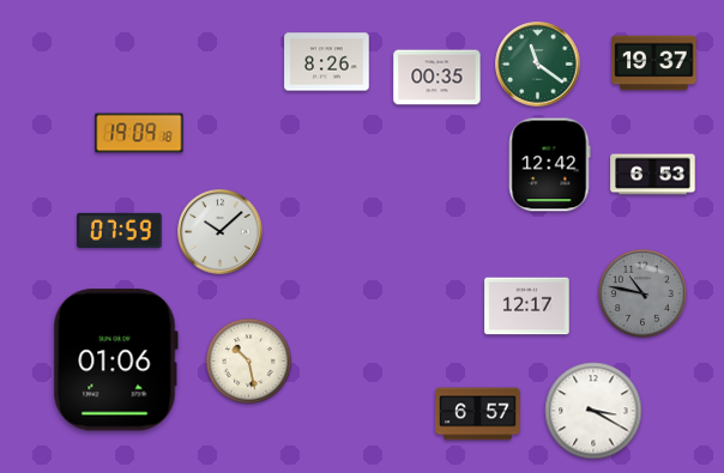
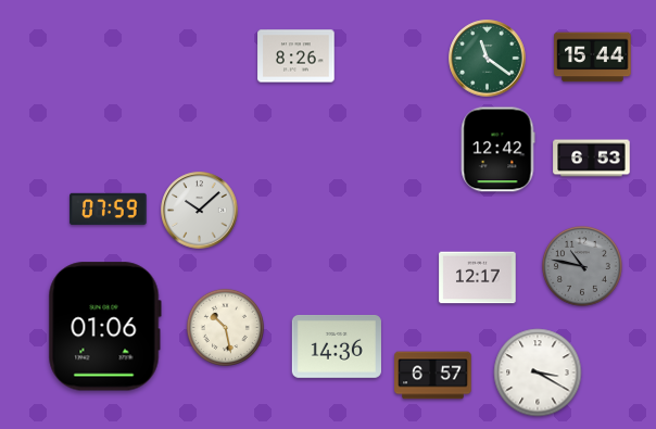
clock at (654, 63): 19:37 -> 15:44
clock at (438, 78): 00:35 -> none
clock at (139, 133): 19:09 -> none
clock at (337, 346): none -> 14:36
